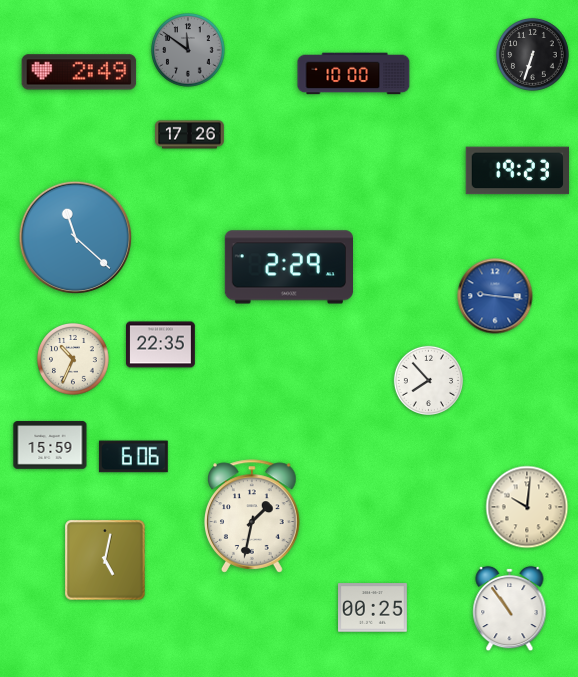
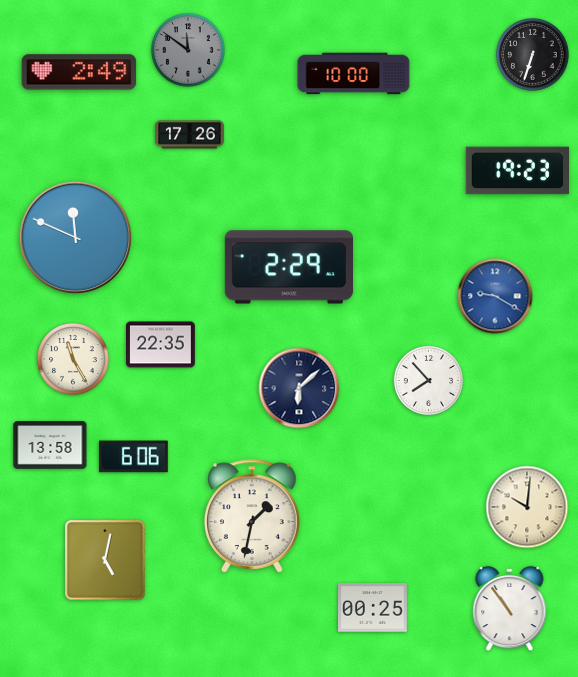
clock at (76, 238): 11:22 -> 11:49
clock at (495, 296): 9:16 -> 9:20
clock at (74, 360): 10:34 -> 11:25
clock at (299, 388): none -> 6:08
clock at (50, 445): 15:59 -> 13:58
